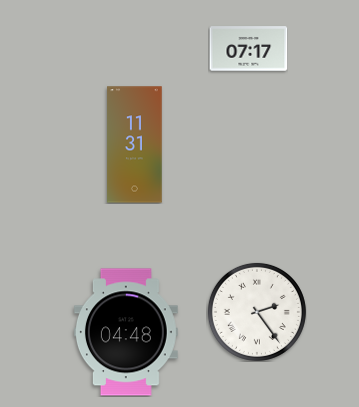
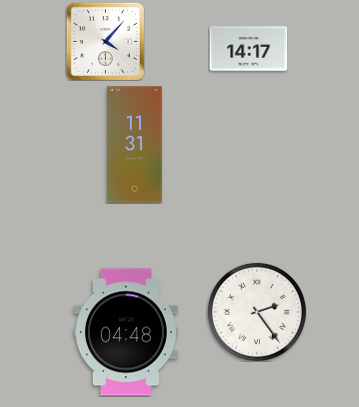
clock at (105, 41): none -> 4:07
clock at (248, 49): 07:17 -> 14:17
